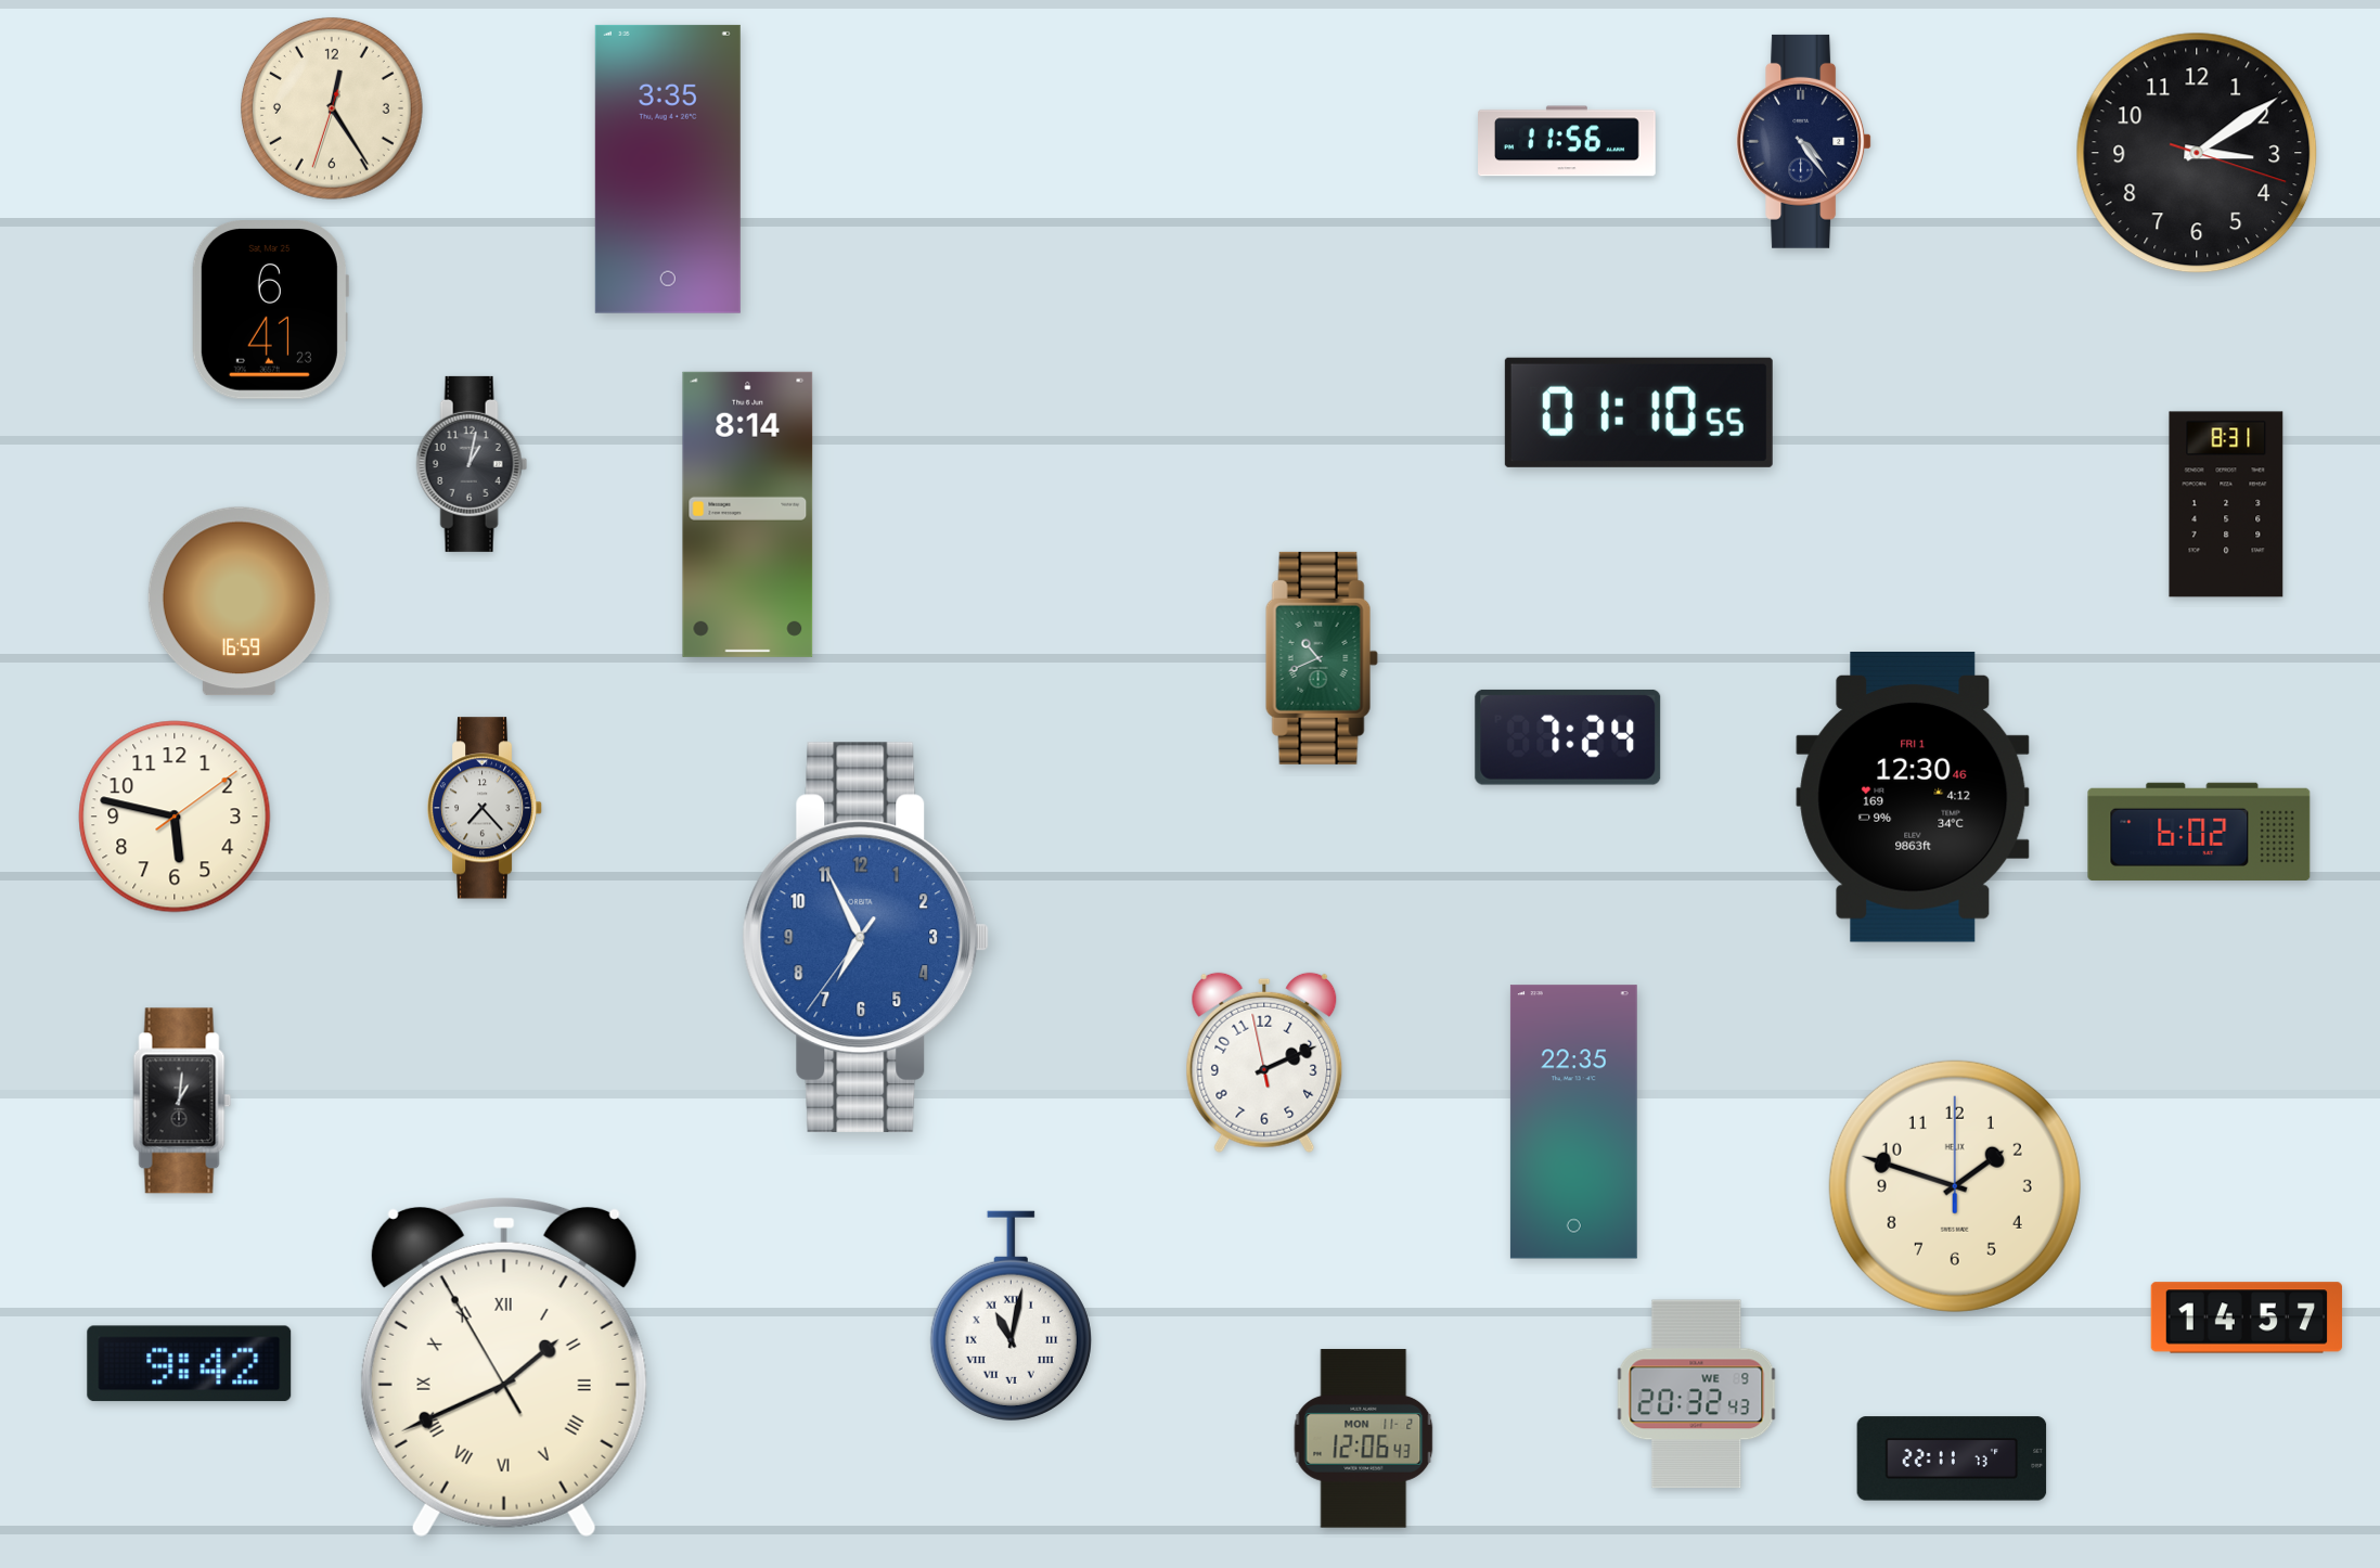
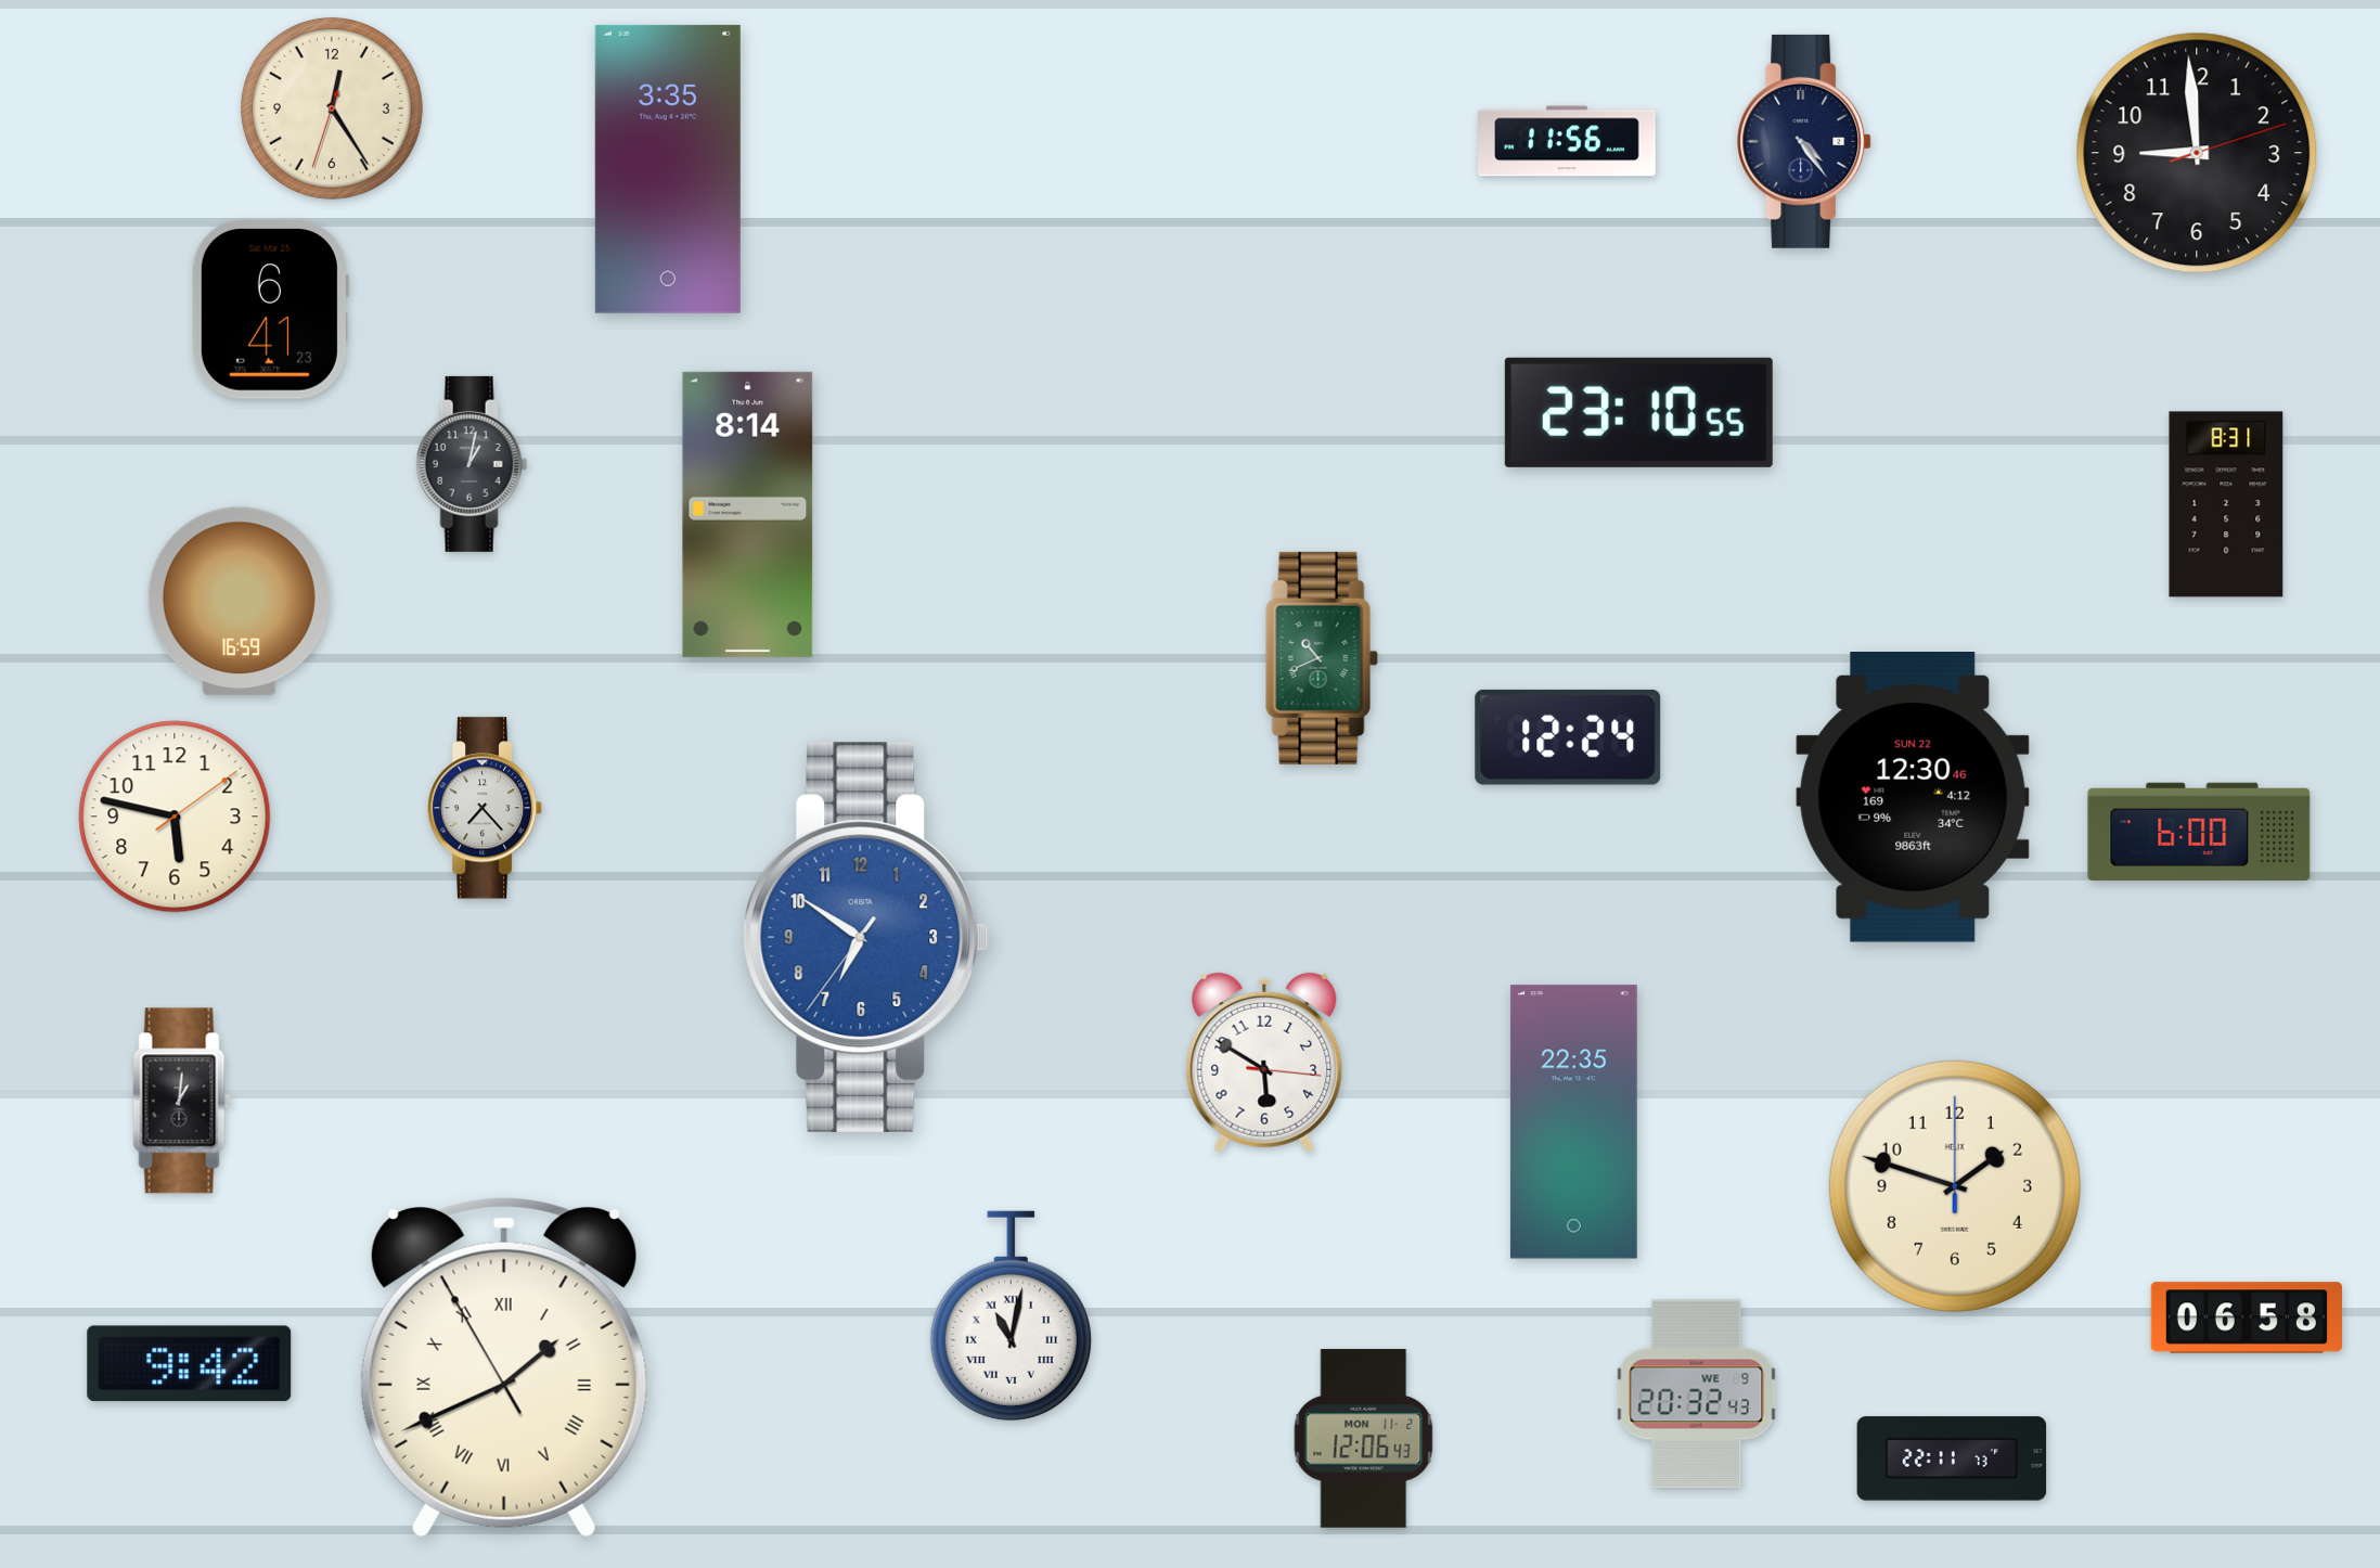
clock at (2197, 153): 3:09 -> 8:59
clock at (1638, 412): 01:10 -> 23:10
clock at (1568, 737): 7:24 -> 12:24
clock at (1913, 798) date: FRI 1 -> SUN 22
clock at (2199, 832): 6:02 -> 6:00
clock at (866, 937): 6:55 -> 6:50
clock at (1264, 1063): 2:10 -> 5:50
clock at (2246, 1318): 14:57 -> 06:58
